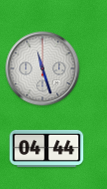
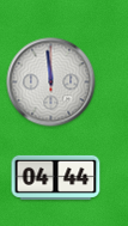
clock at (43, 69): 11:27 -> 11:59
